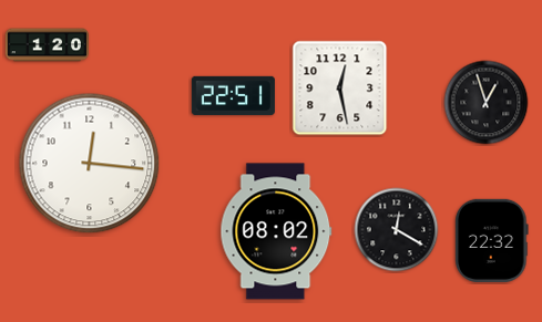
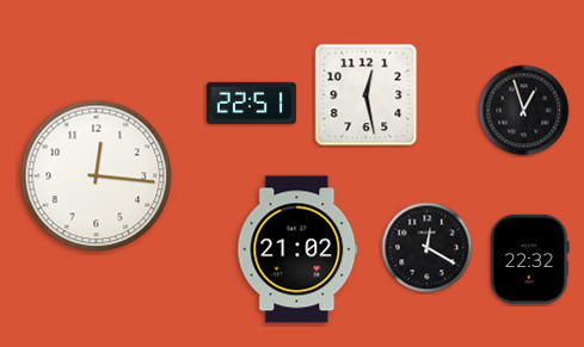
clock at (47, 45): 1:20 -> none
clock at (276, 231): 08:02 -> 21:02
